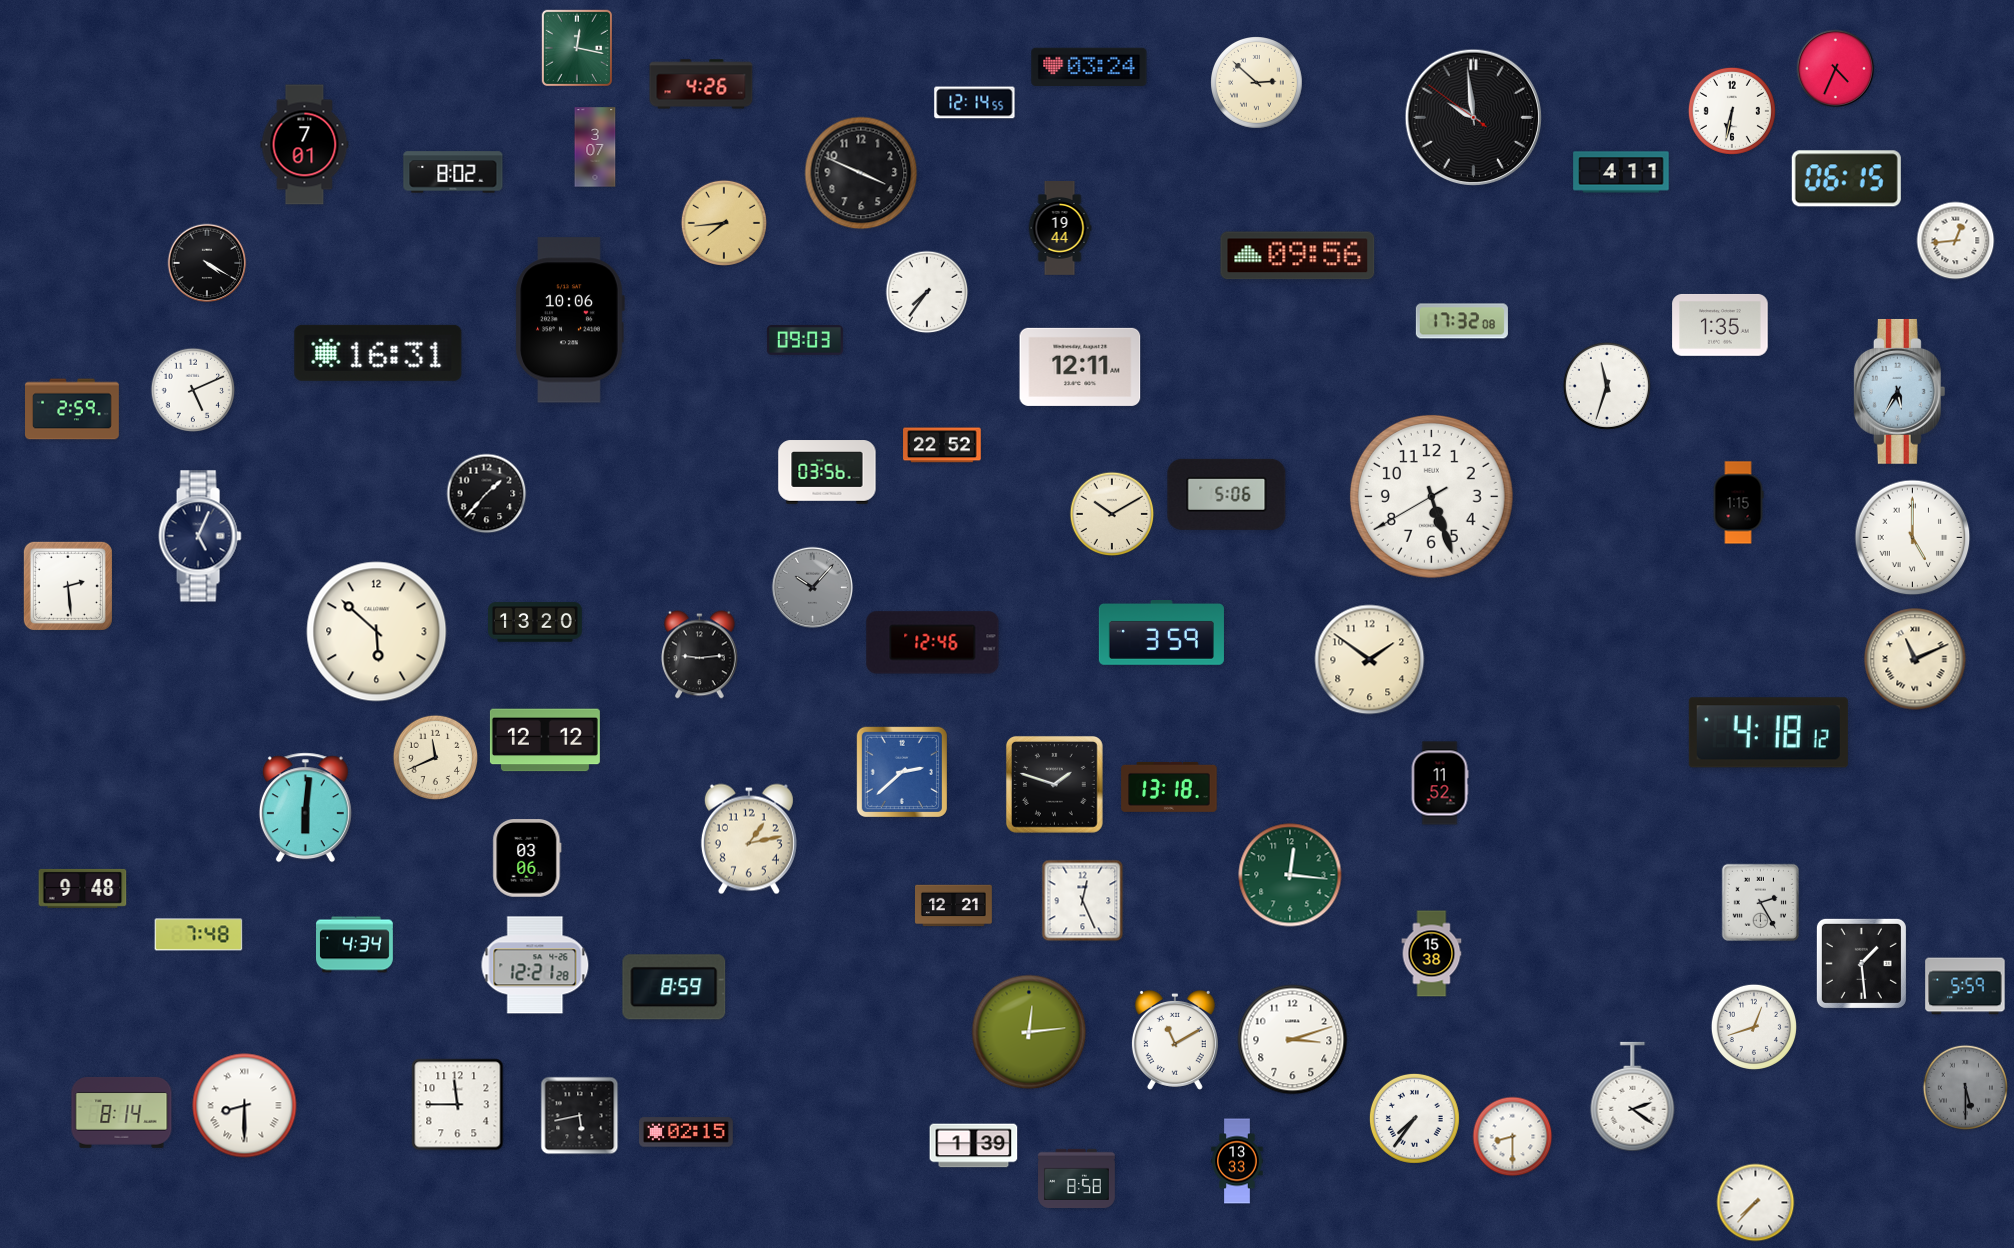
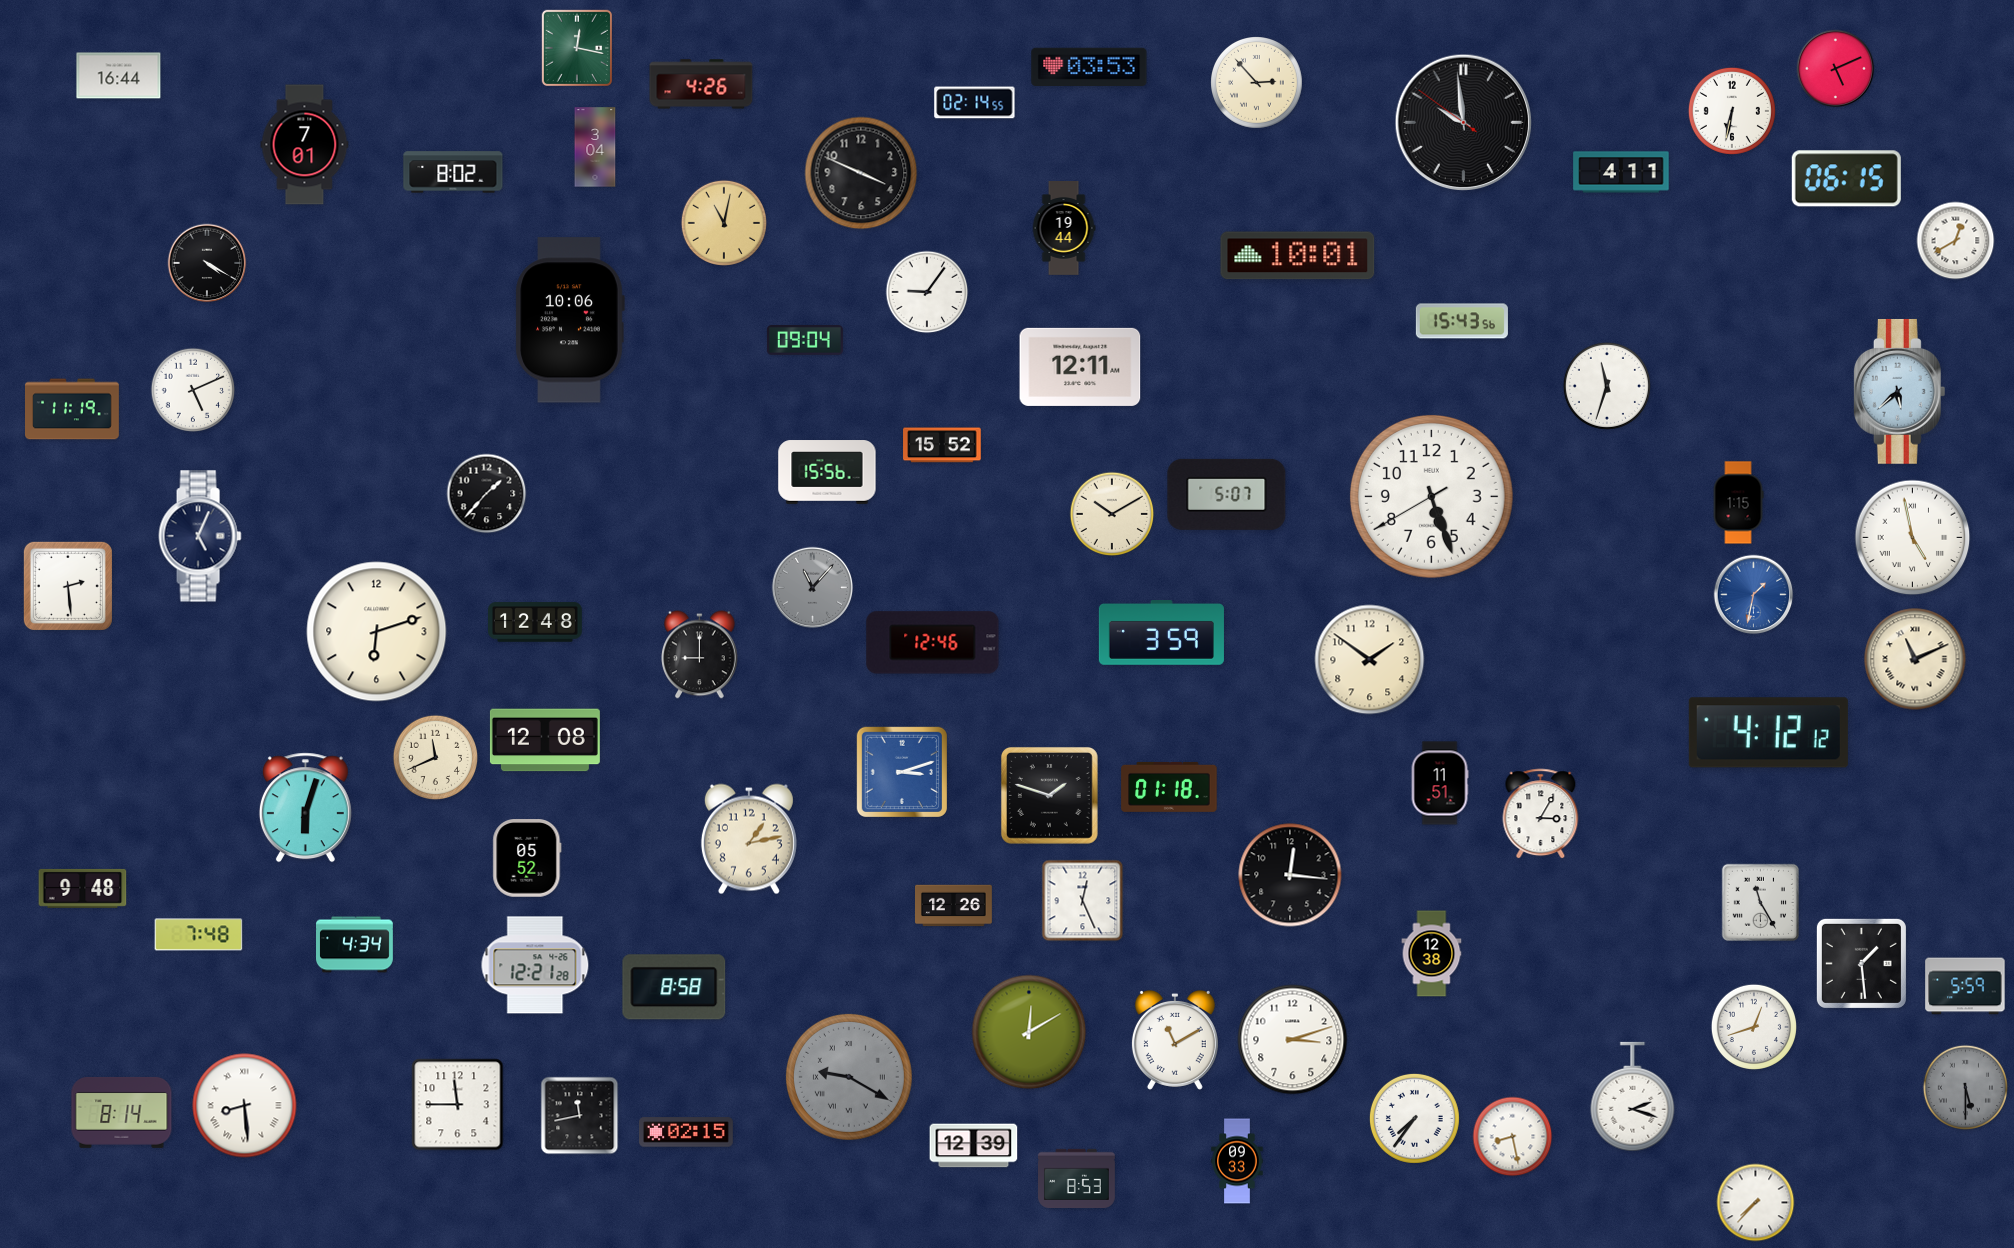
clock at (1089, 66): 03:24 -> 03:53
clock at (1836, 69): 4:34 -> 5:11
clock at (119, 76): none -> 16:44
clock at (1257, 83): 2:52 -> 2:53
clock at (975, 103): 12:14 -> 02:14
clock at (1473, 117) position: (1473, 117) -> (1463, 122)
clock at (595, 147): 3:07 -> 3:04
clock at (723, 222): 7:44 -> 11:02
clock at (1060, 229) position: (1060, 229) -> (1064, 229)
clock at (1956, 241): 12:44 -> 12:40
clock at (1298, 256): 09:56 -> 10:01
clock at (927, 292): 7:36 -> 9:06
clock at (1462, 321): 17:32 -> 15:43
clock at (1720, 325): 1:35 -> none
clock at (805, 340): 09:03 -> 09:04
clock at (378, 353): 16:31 -> none
clock at (1899, 391): 5:35 -> 5:38
clock at (72, 409): 2:59 -> 11:19
clock at (942, 445): 22:52 -> 15:52
clock at (827, 472): 03:56 -> 15:56
clock at (1227, 494): 5:06 -> 5:07
clock at (1913, 538): 5:00 -> 4:58
clock at (813, 588): 10:07 -> 11:07
clock at (1754, 595): none -> 1:32
clock at (536, 622): 13:20 -> 12:48
clock at (377, 632): 5:52 -> 6:12
clock at (700, 655): 9:14 -> 9:00
clock at (1768, 733): 4:18 -> 4:12
clock at (545, 740): 12:12 -> 12:08
clock at (902, 772): 2:38 -> 3:12
clock at (1440, 783): 11:52 -> 11:51
clock at (1054, 784) position: (1054, 784) -> (1049, 795)
clock at (1169, 787): 13:18 -> 01:18
clock at (305, 808): 6:01 -> 6:03
clock at (1541, 814): none -> 3:05
clock at (527, 858): 03:06 -> 05:52
clock at (1290, 875) dial: green -> black
clock at (1760, 902): 2:25 -> 11:25
clock at (954, 906): 12:21 -> 12:26
clock at (1432, 954): 15:38 -> 12:38
clock at (674, 987): 8:59 -> 8:58
clock at (1029, 1032): 12:14 -> 12:10
clock at (849, 1077): none -> 9:20
clock at (1633, 1097): 2:21 -> 2:18
clock at (245, 1106): 8:30 -> 8:29
clock at (580, 1116): 5:43 -> 11:43
clock at (1513, 1137): 8:30 -> 8:28
clock at (974, 1146): 1:39 -> 12:39
clock at (1237, 1161): 13:33 -> 09:33
clock at (1077, 1178): 8:58 -> 8:53
